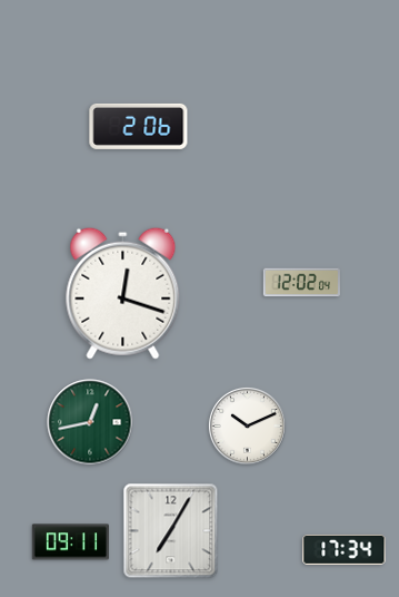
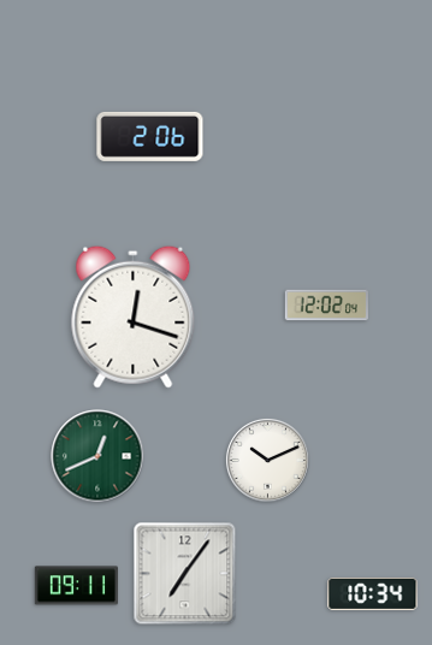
clock at (90, 422): 12:43 -> 12:41
clock at (171, 531): 7:05 -> 7:06
clock at (345, 549): 17:34 -> 10:34
